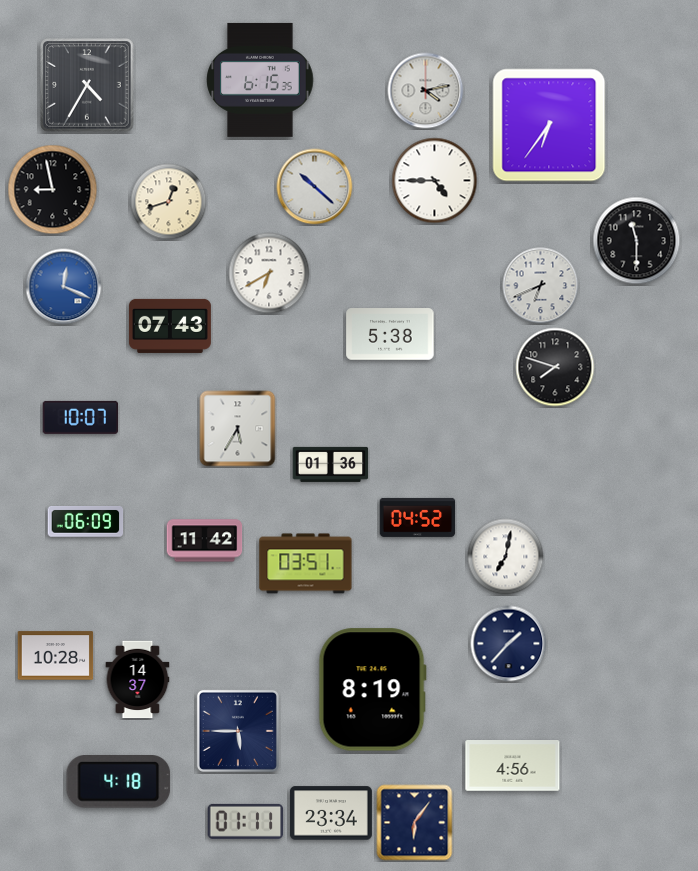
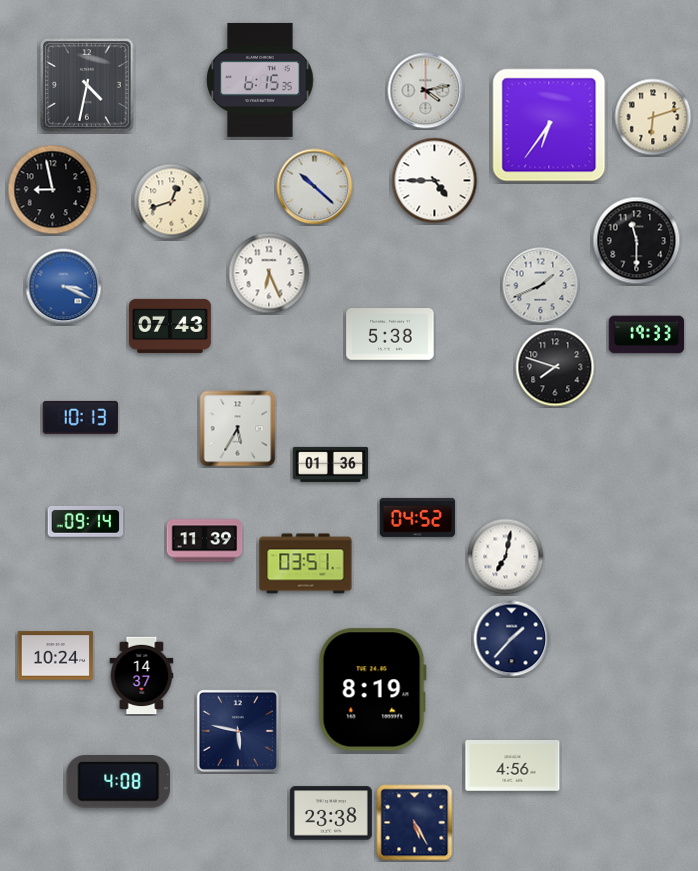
clock at (87, 85): 4:35 -> 4:32
clock at (653, 117): none -> 6:12
clock at (169, 202) position: (169, 202) -> (172, 202)
clock at (269, 273): 6:40 -> 6:26
clock at (541, 286): 6:41 -> 1:41
clock at (64, 287): 12:19 -> 3:19
clock at (647, 335): none -> 19:33
clock at (81, 417): 10:07 -> 10:13
clock at (86, 522): 06:09 -> 09:14
clock at (205, 541): 11:42 -> 11:39
clock at (509, 644) position: (509, 644) -> (512, 639)
clock at (56, 656): 10:28 -> 10:24
clock at (138, 680) position: (138, 680) -> (142, 676)
clock at (238, 731): 5:45 -> 5:47
clock at (119, 782): 4:18 -> 4:08
clock at (331, 813): 23:34 -> 23:38
clock at (246, 821): 01:11 -> none
clock at (415, 823): 6:06 -> 5:25
